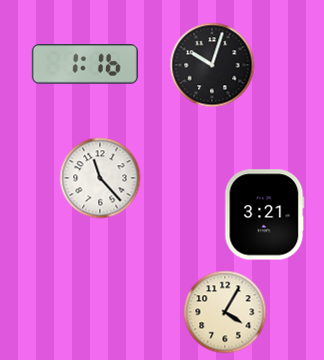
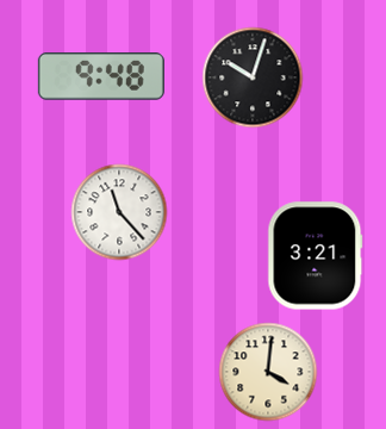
clock at (85, 64): 1:16 -> 9:48
clock at (225, 312): 4:05 -> 4:01
